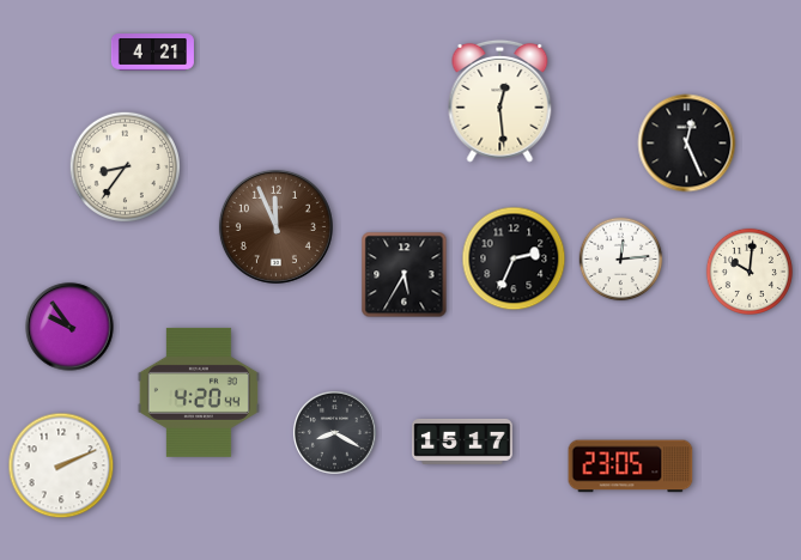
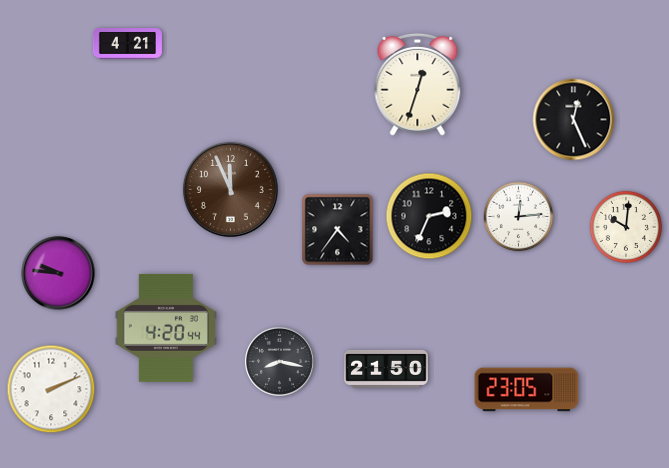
clock at (500, 101): 12:29 -> 12:33
clock at (125, 166): 8:36 -> none
clock at (405, 275): 5:35 -> 4:36
clock at (69, 327): 9:54 -> 9:46
clock at (334, 432): 8:20 -> 8:17
clock at (462, 442): 15:17 -> 21:50
